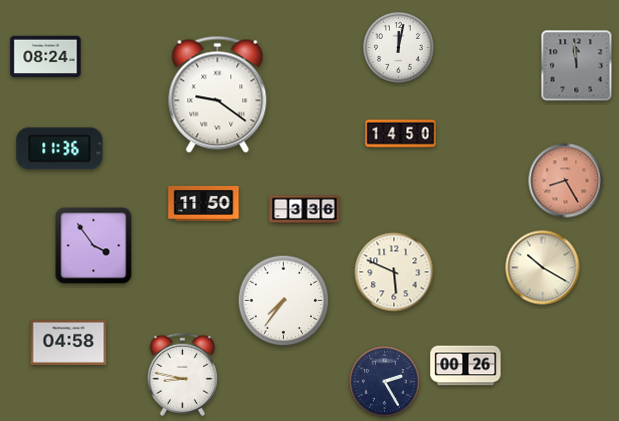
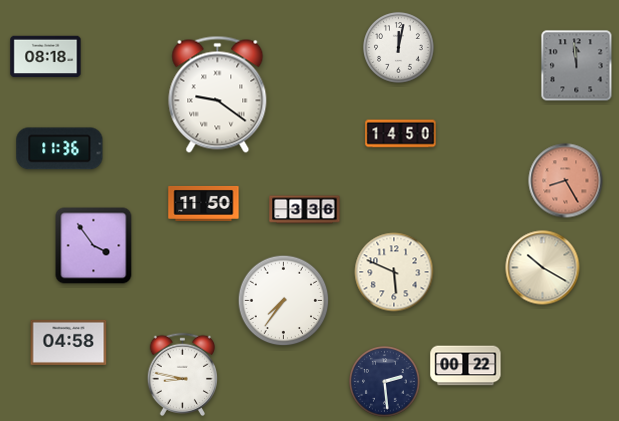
clock at (46, 57): 08:24 -> 08:18
clock at (466, 366): 00:26 -> 00:22
clock at (385, 382): 2:25 -> 2:29
